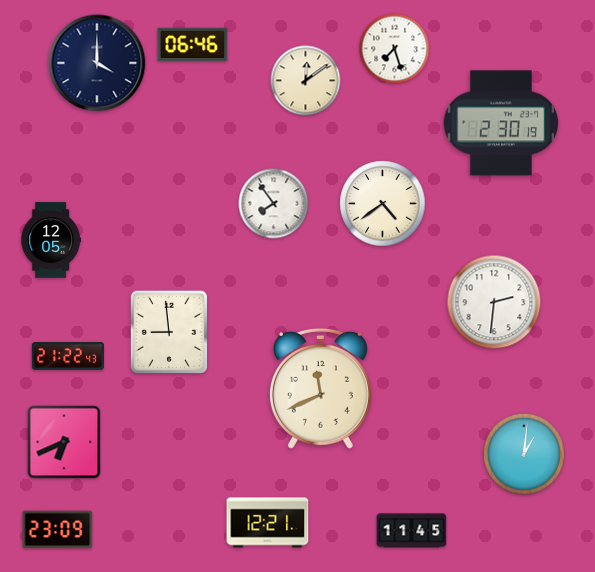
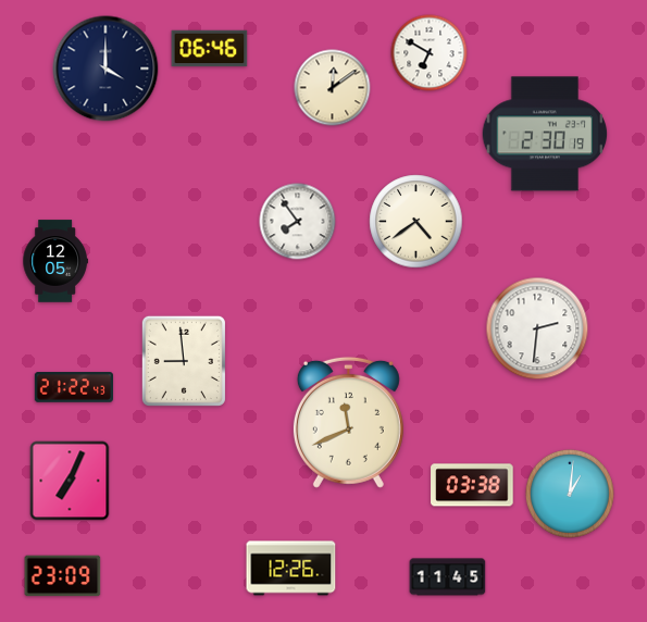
clock at (395, 49): 7:27 -> 6:50
clock at (64, 442): 6:41 -> 7:04
clock at (472, 485): none -> 03:38
clock at (268, 523): 12:21 -> 12:26
